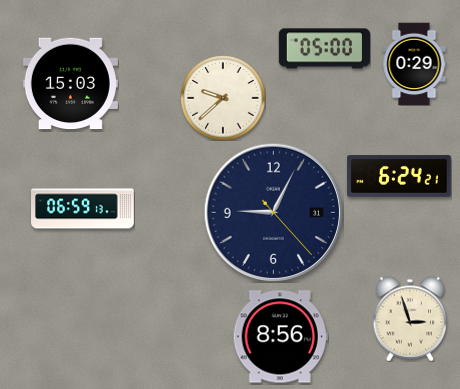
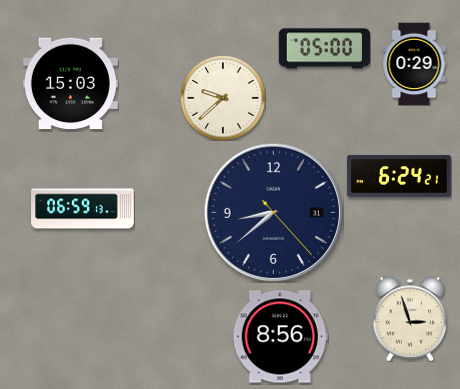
clock at (273, 212): 9:04 -> 8:38
